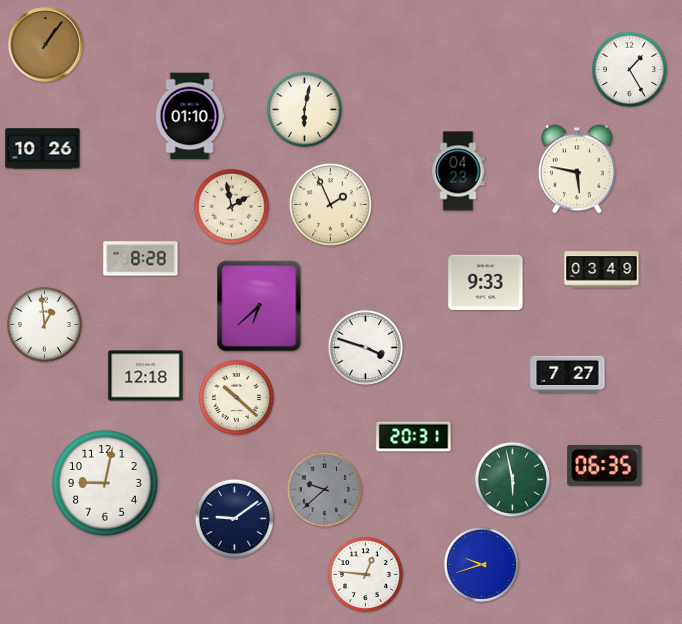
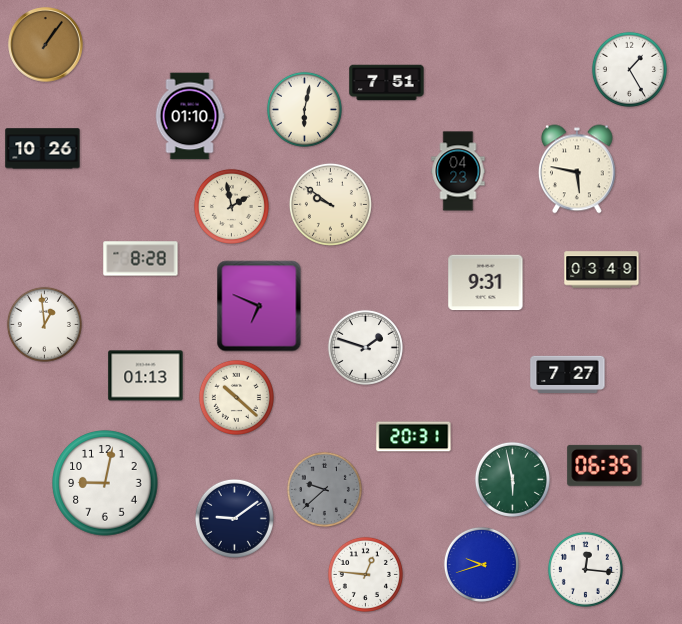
clock at (387, 83): none -> 7:51
clock at (330, 204): 1:56 -> 9:51
clock at (486, 283): 9:33 -> 9:31
clock at (259, 306): 6:38 -> 6:49
clock at (365, 347): 3:48 -> 1:48
clock at (146, 376): 12:18 -> 01:13
clock at (585, 569): none -> 12:16
